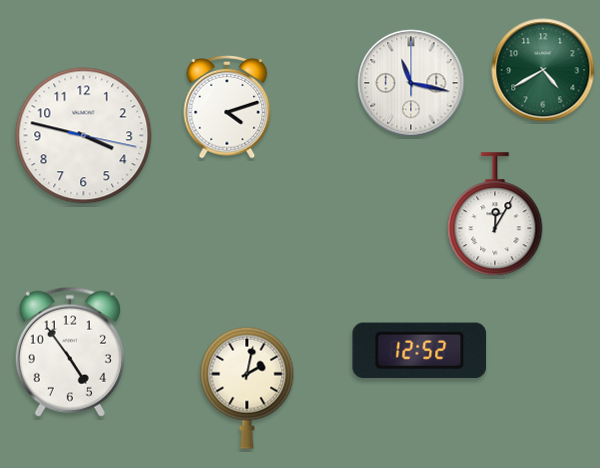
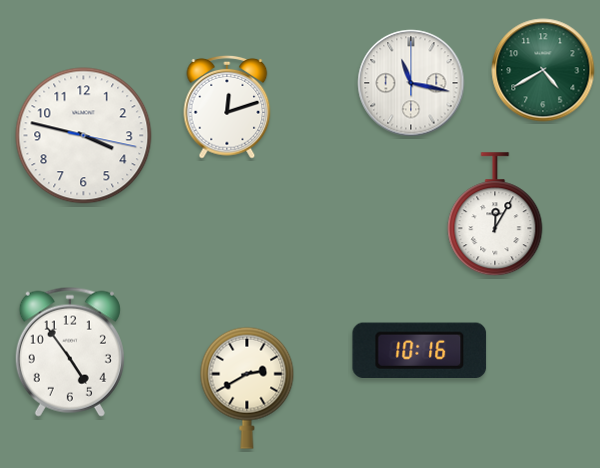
clock at (227, 107): 4:12 -> 12:12
clock at (420, 350): 12:52 -> 10:16
clock at (247, 388): 2:02 -> 2:40
